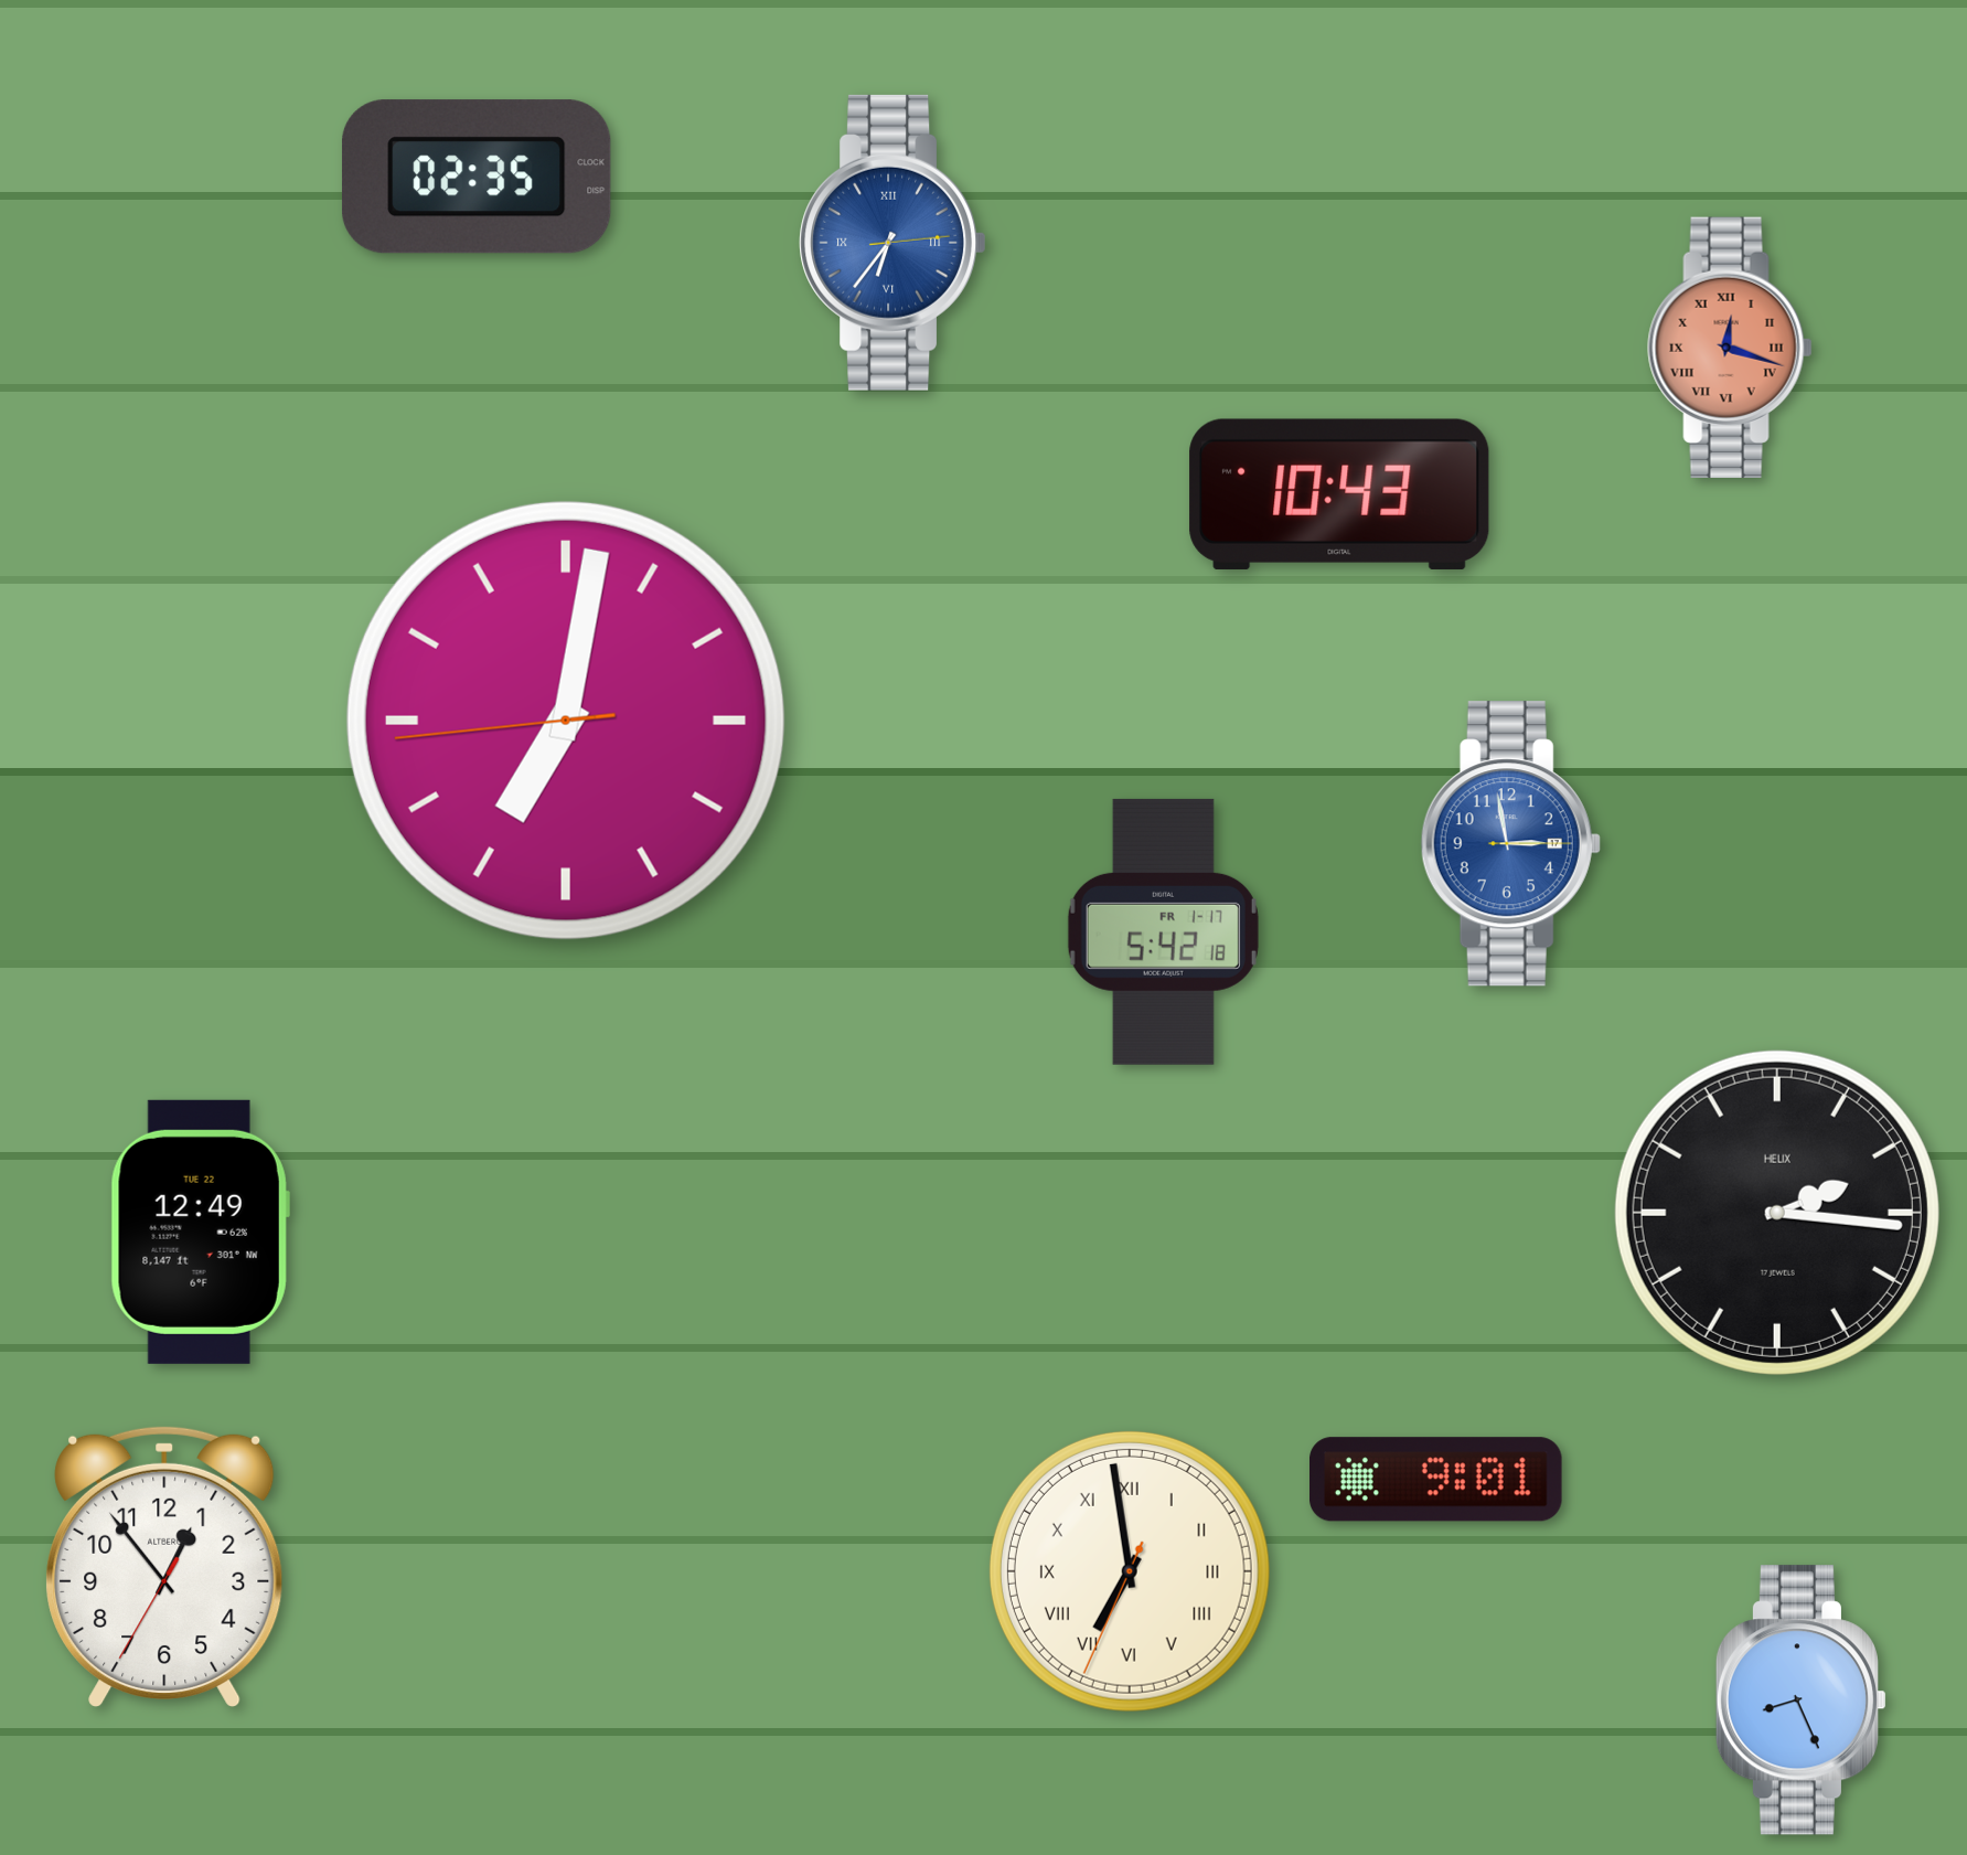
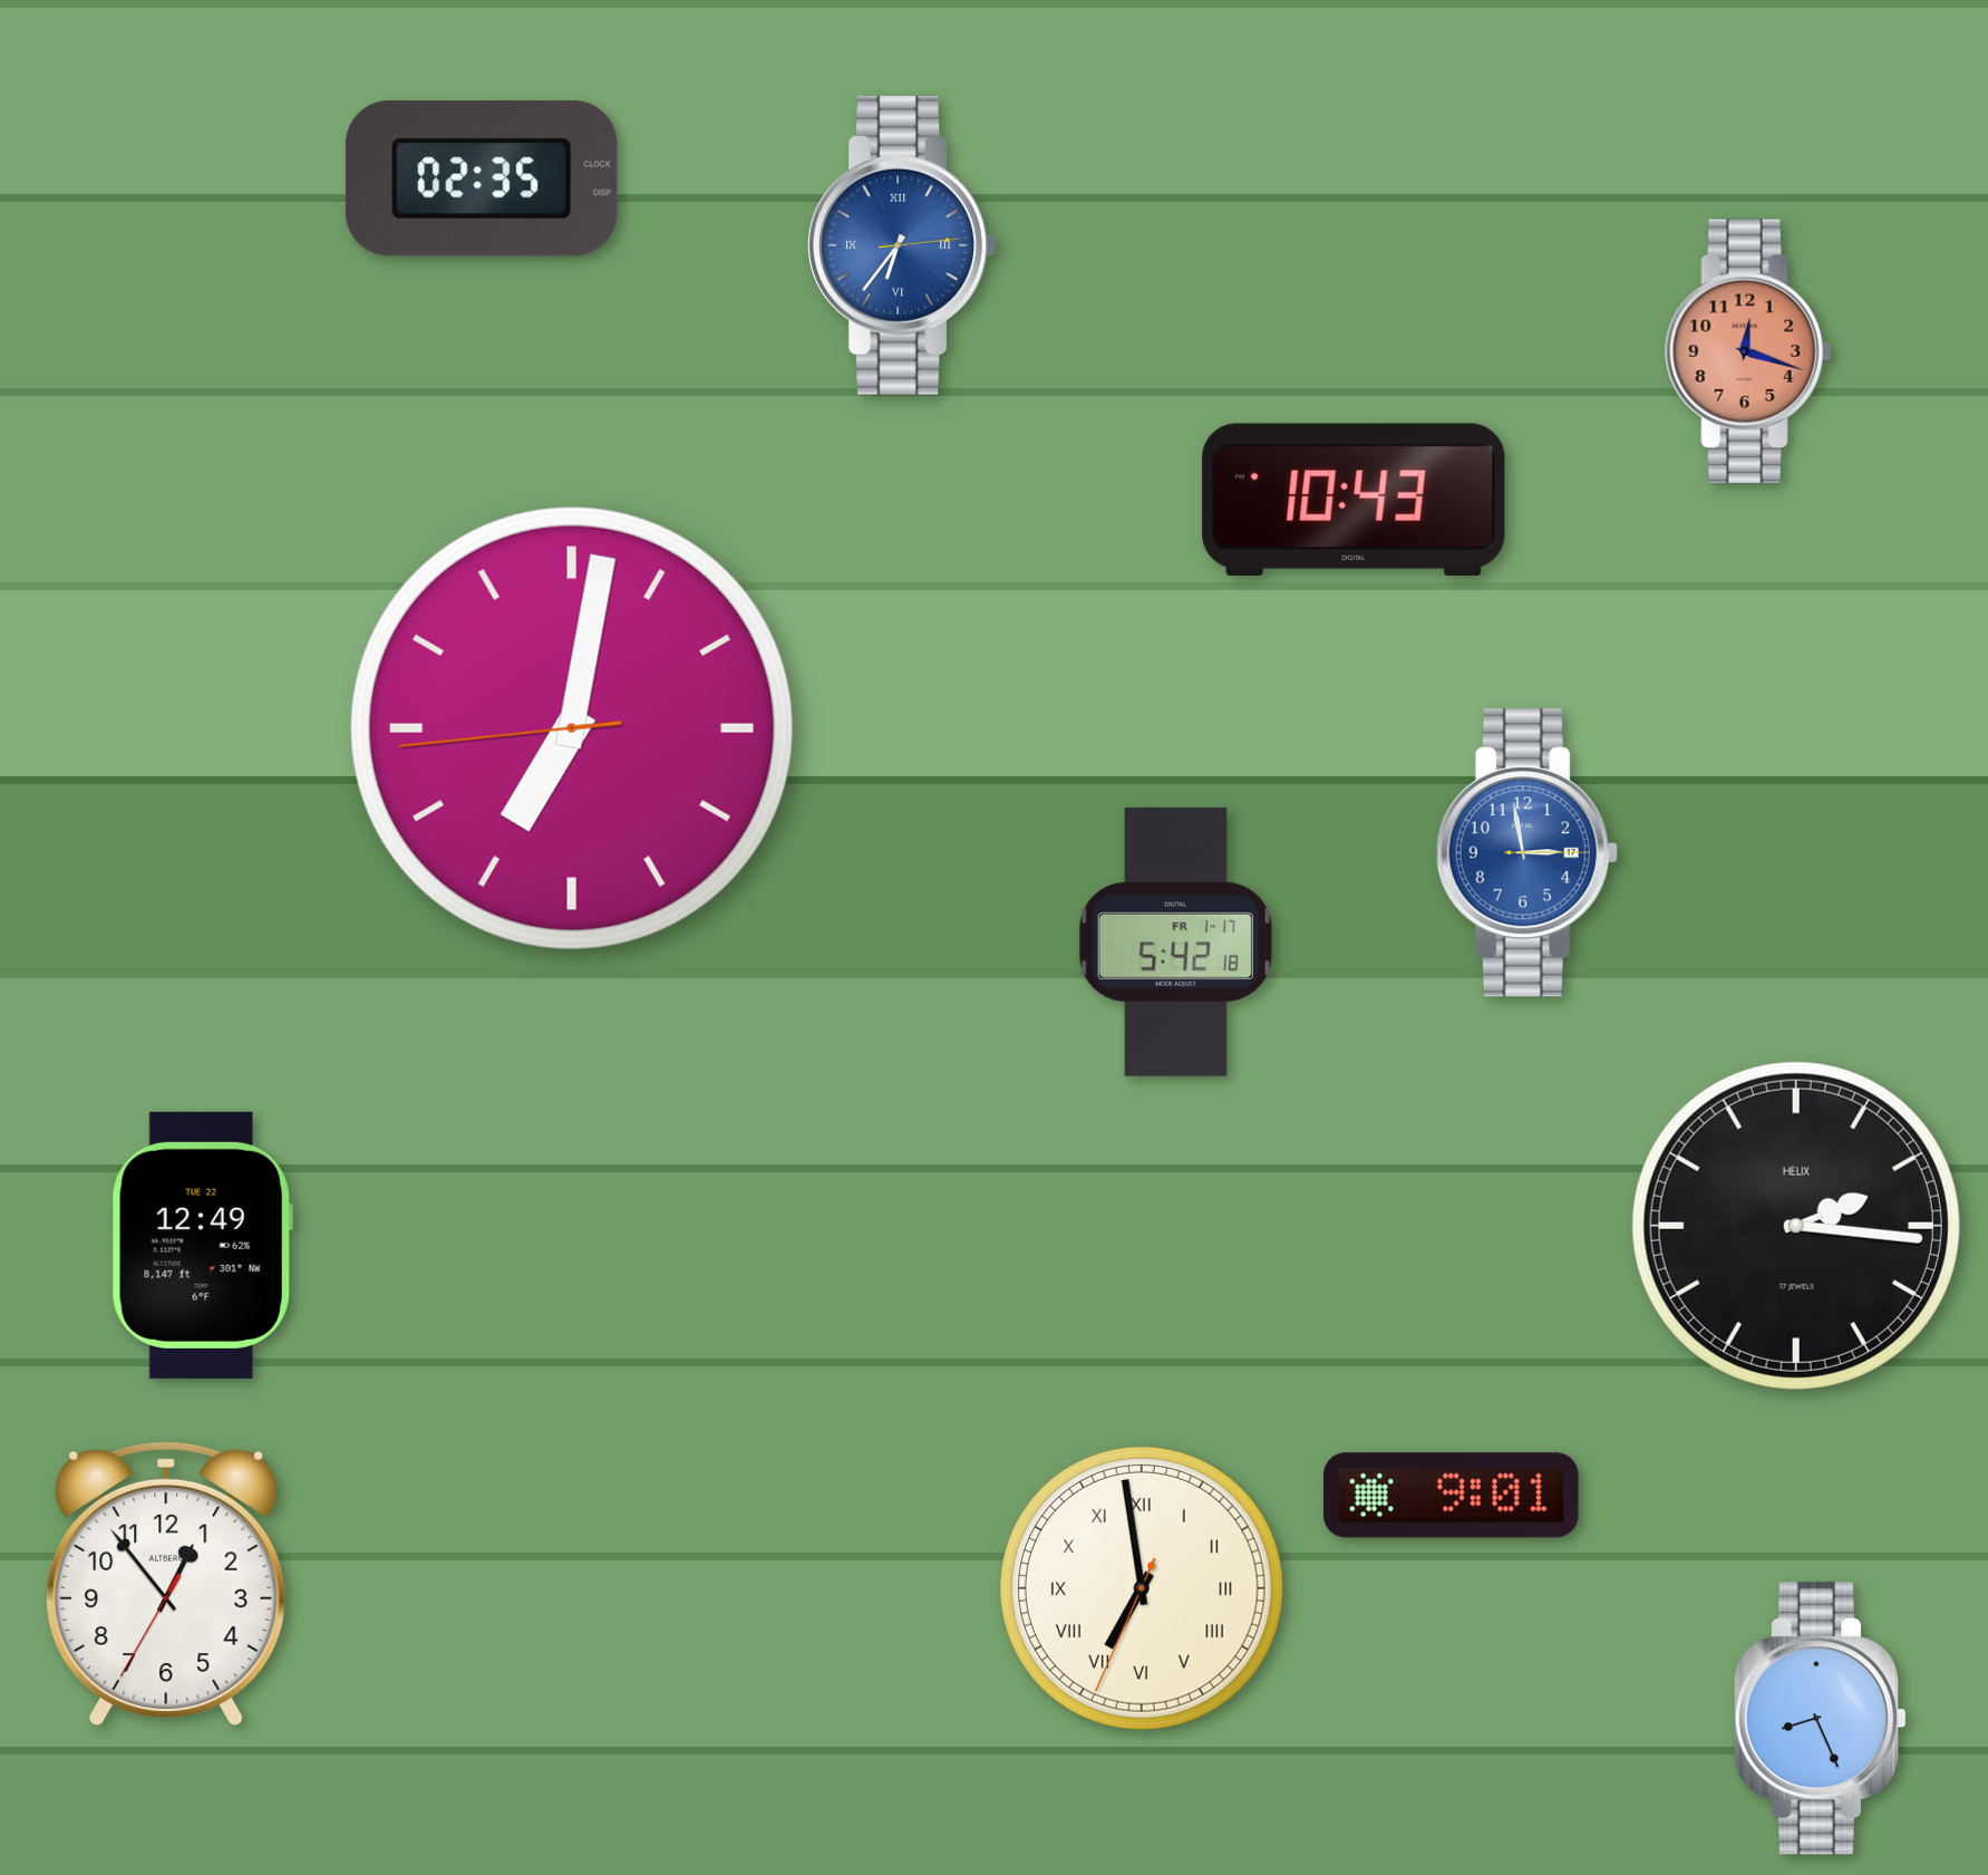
clock at (1730, 348) numerals: Roman -> Arabic
